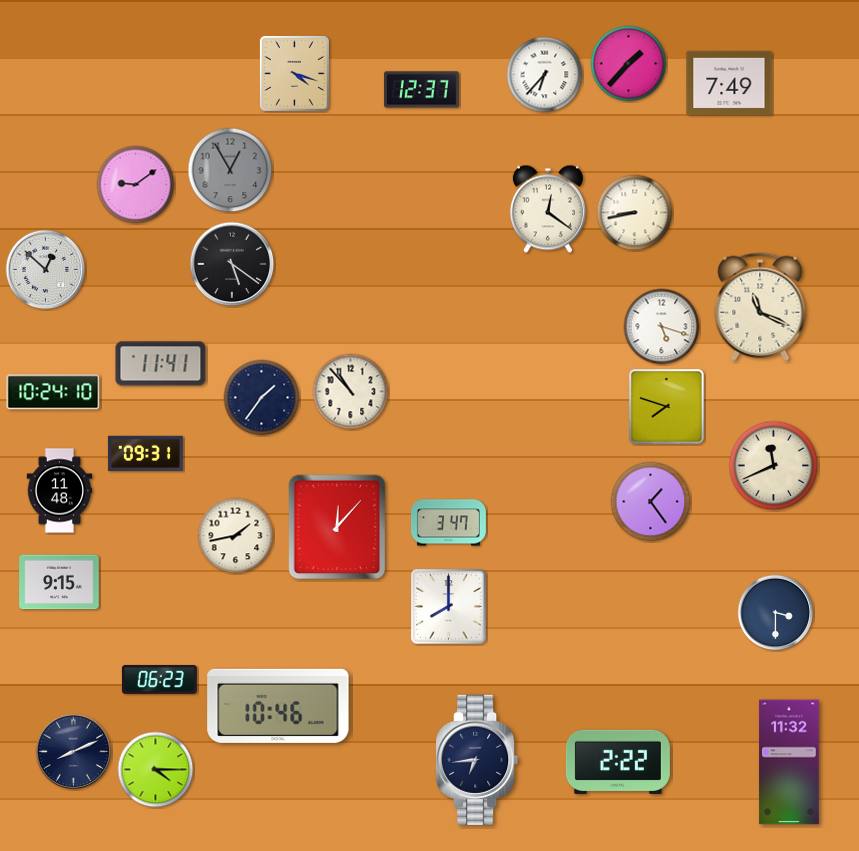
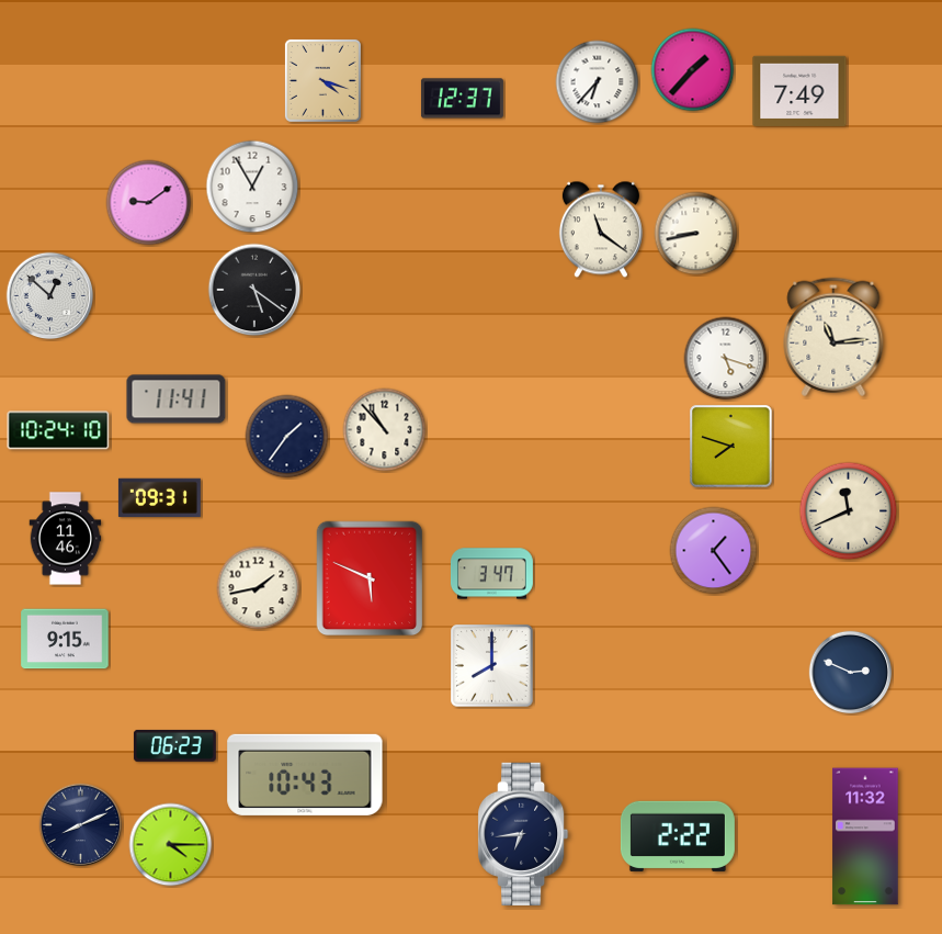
clock at (629, 64) position: (629, 64) -> (693, 70)
clock at (230, 170) dial: grey -> white
clock at (548, 209): 12:21 -> 11:21
clock at (760, 307): 11:19 -> 11:14
clock at (60, 491): 11:48 -> 11:46
clock at (337, 527): 12:07 -> 5:49
clock at (776, 613): 3:30 -> 2:49
clock at (278, 706): 10:46 -> 10:43
